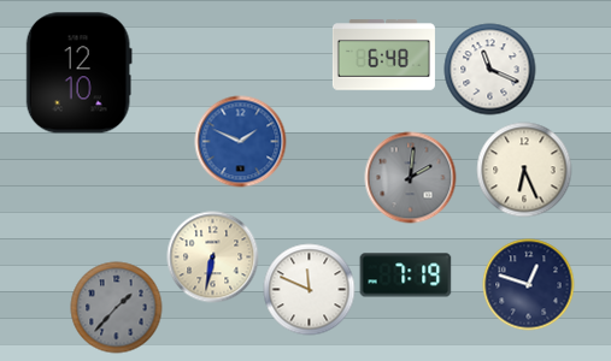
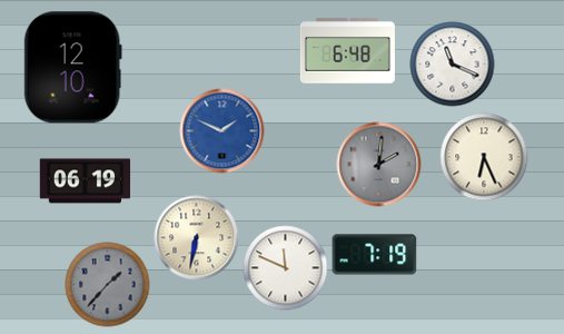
clock at (383, 55) position: (383, 55) -> (347, 51)
clock at (86, 181): none -> 06:19
clock at (529, 285): 12:48 -> none
